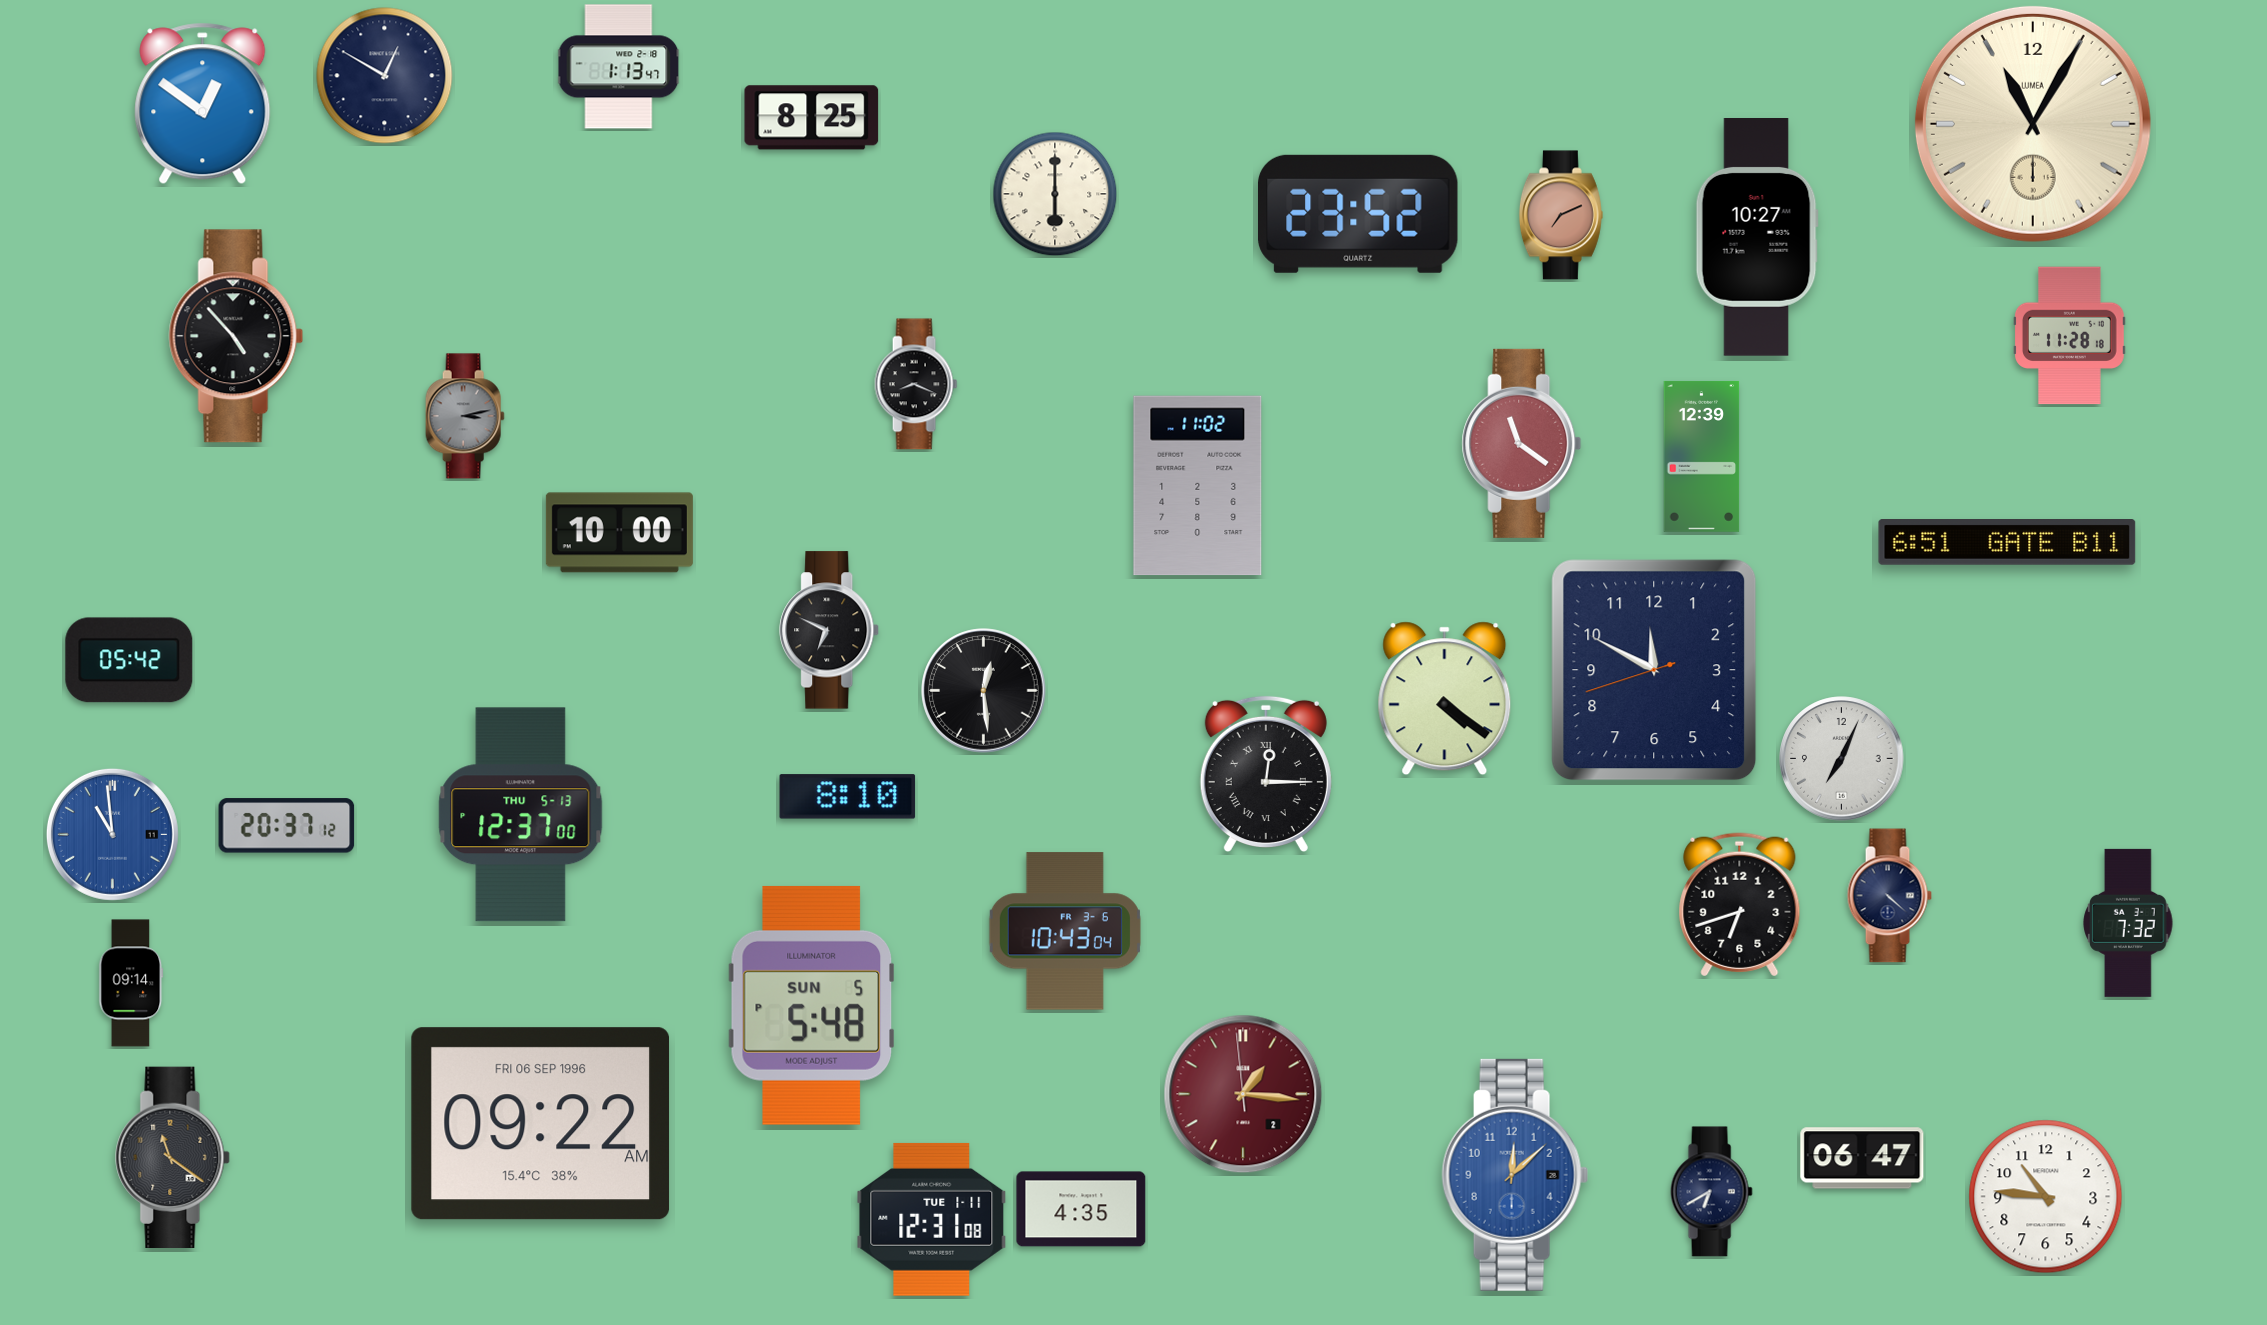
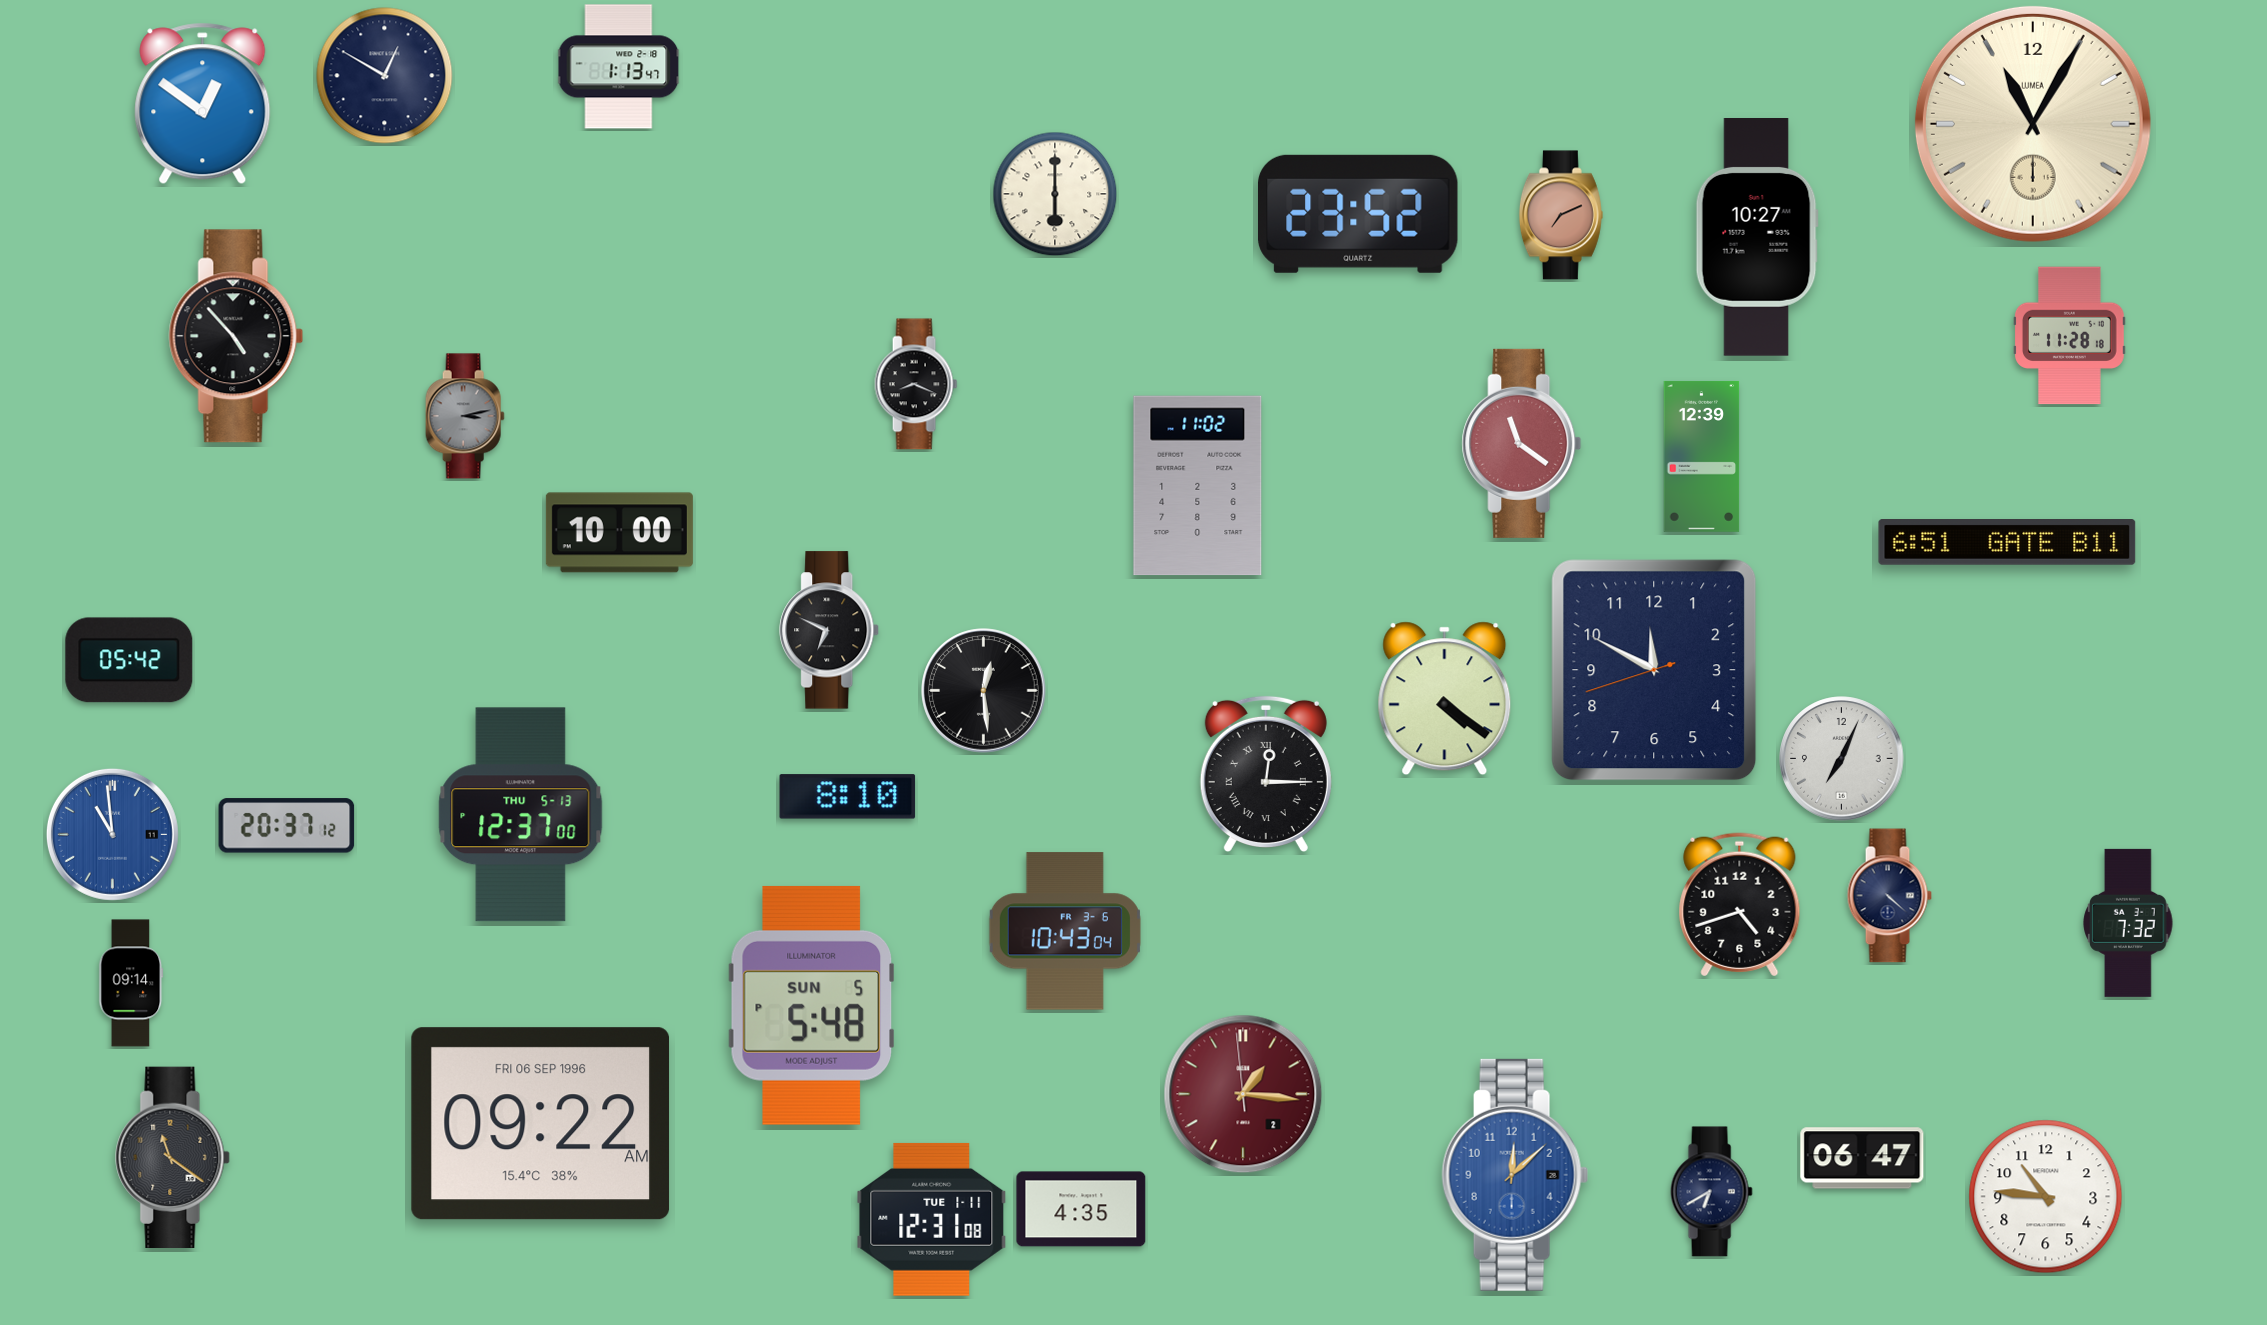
clock at (812, 118): 8:25 -> none
clock at (1740, 905): 6:42 -> 4:42
